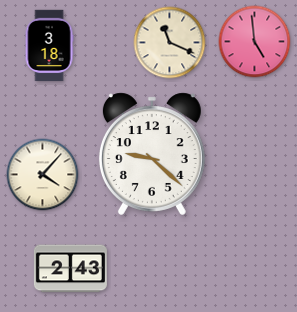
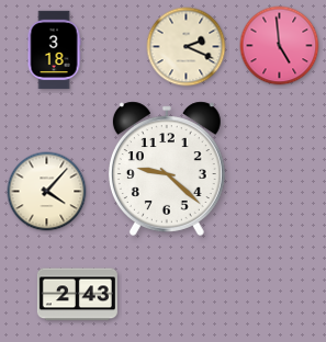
clock at (170, 43): 11:19 -> 2:19
